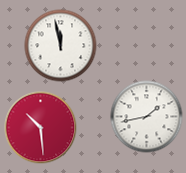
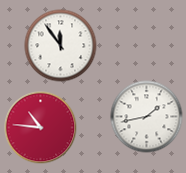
clock at (61, 46): 11:58 -> 11:54
clock at (41, 128): 10:29 -> 10:46
